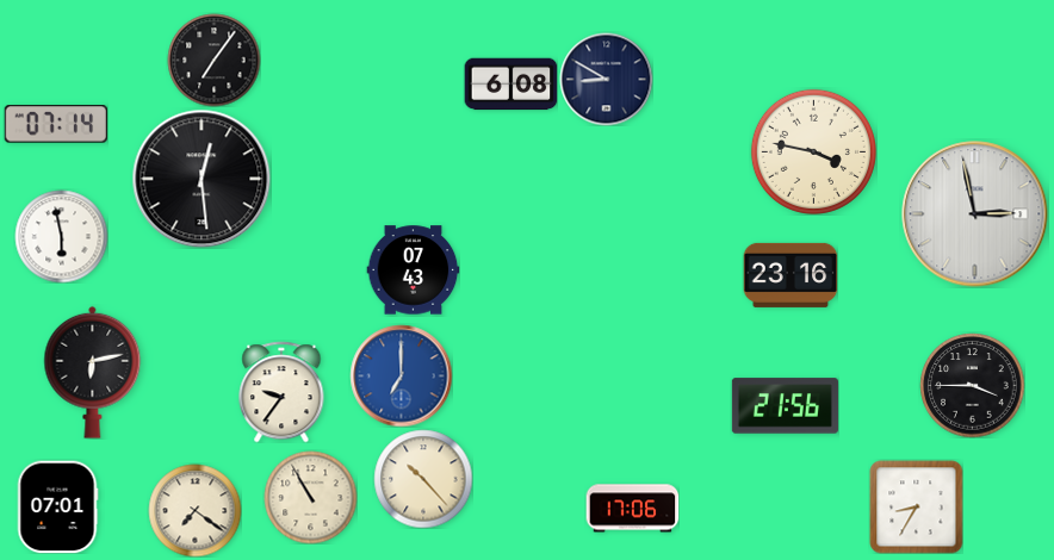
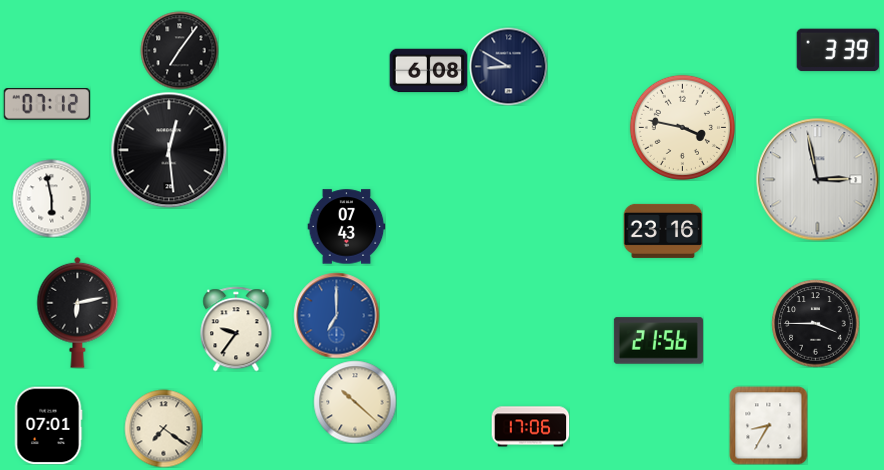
clock at (838, 50): none -> 3:39
clock at (56, 124): 07:14 -> 07:12
clock at (423, 479): 10:23 -> 10:22
clock at (310, 497): 10:55 -> none
